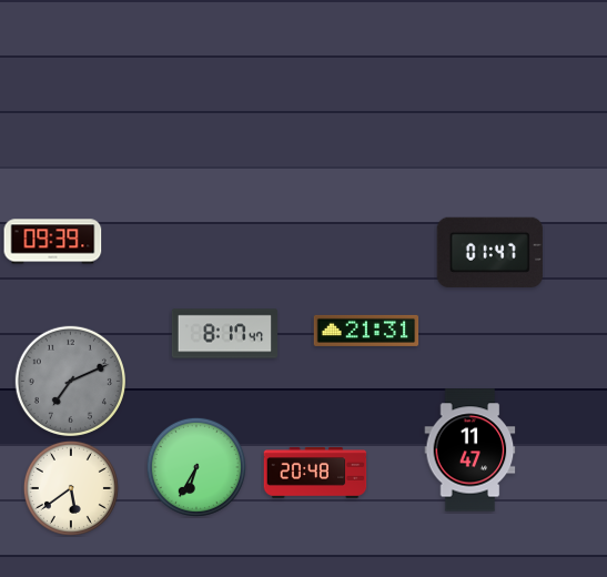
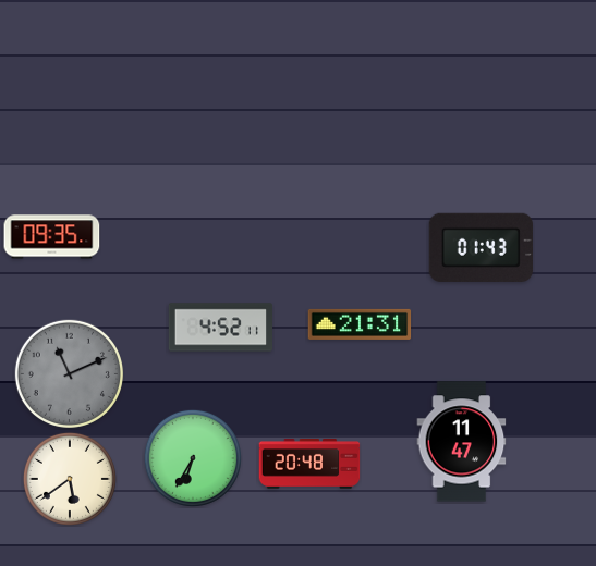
clock at (53, 242): 09:39 -> 09:35
clock at (489, 252): 01:47 -> 01:43
clock at (225, 334): 8:17 -> 4:52
clock at (70, 381): 7:11 -> 11:11
